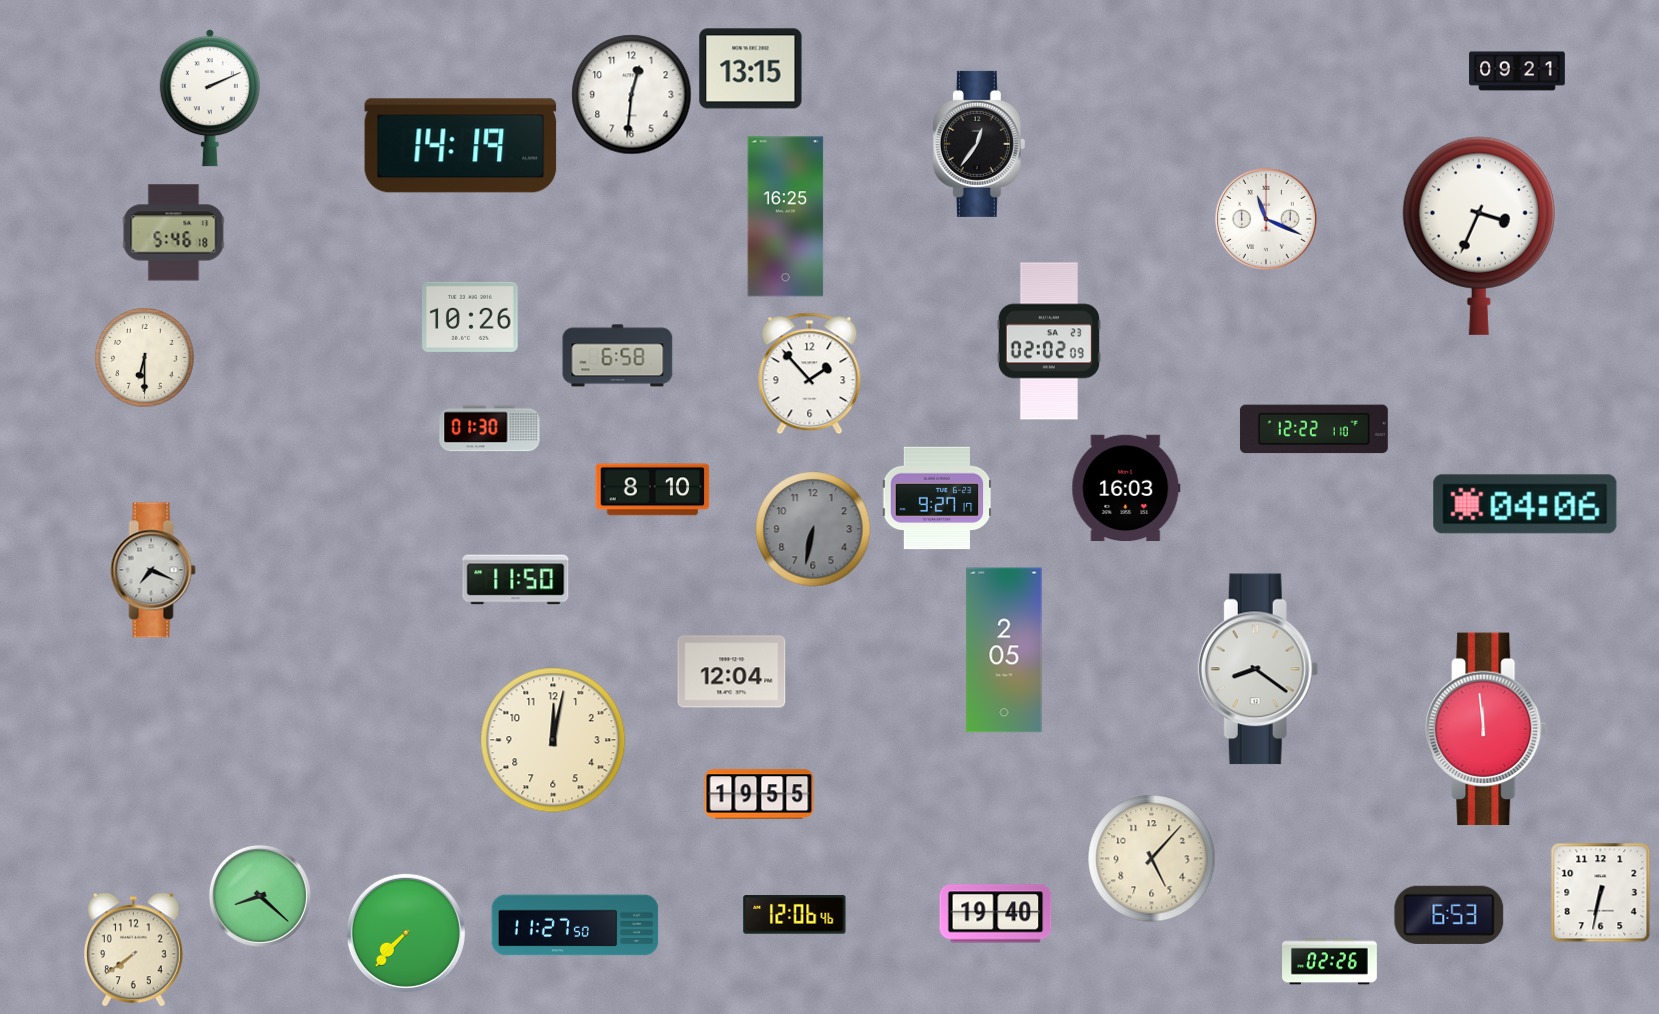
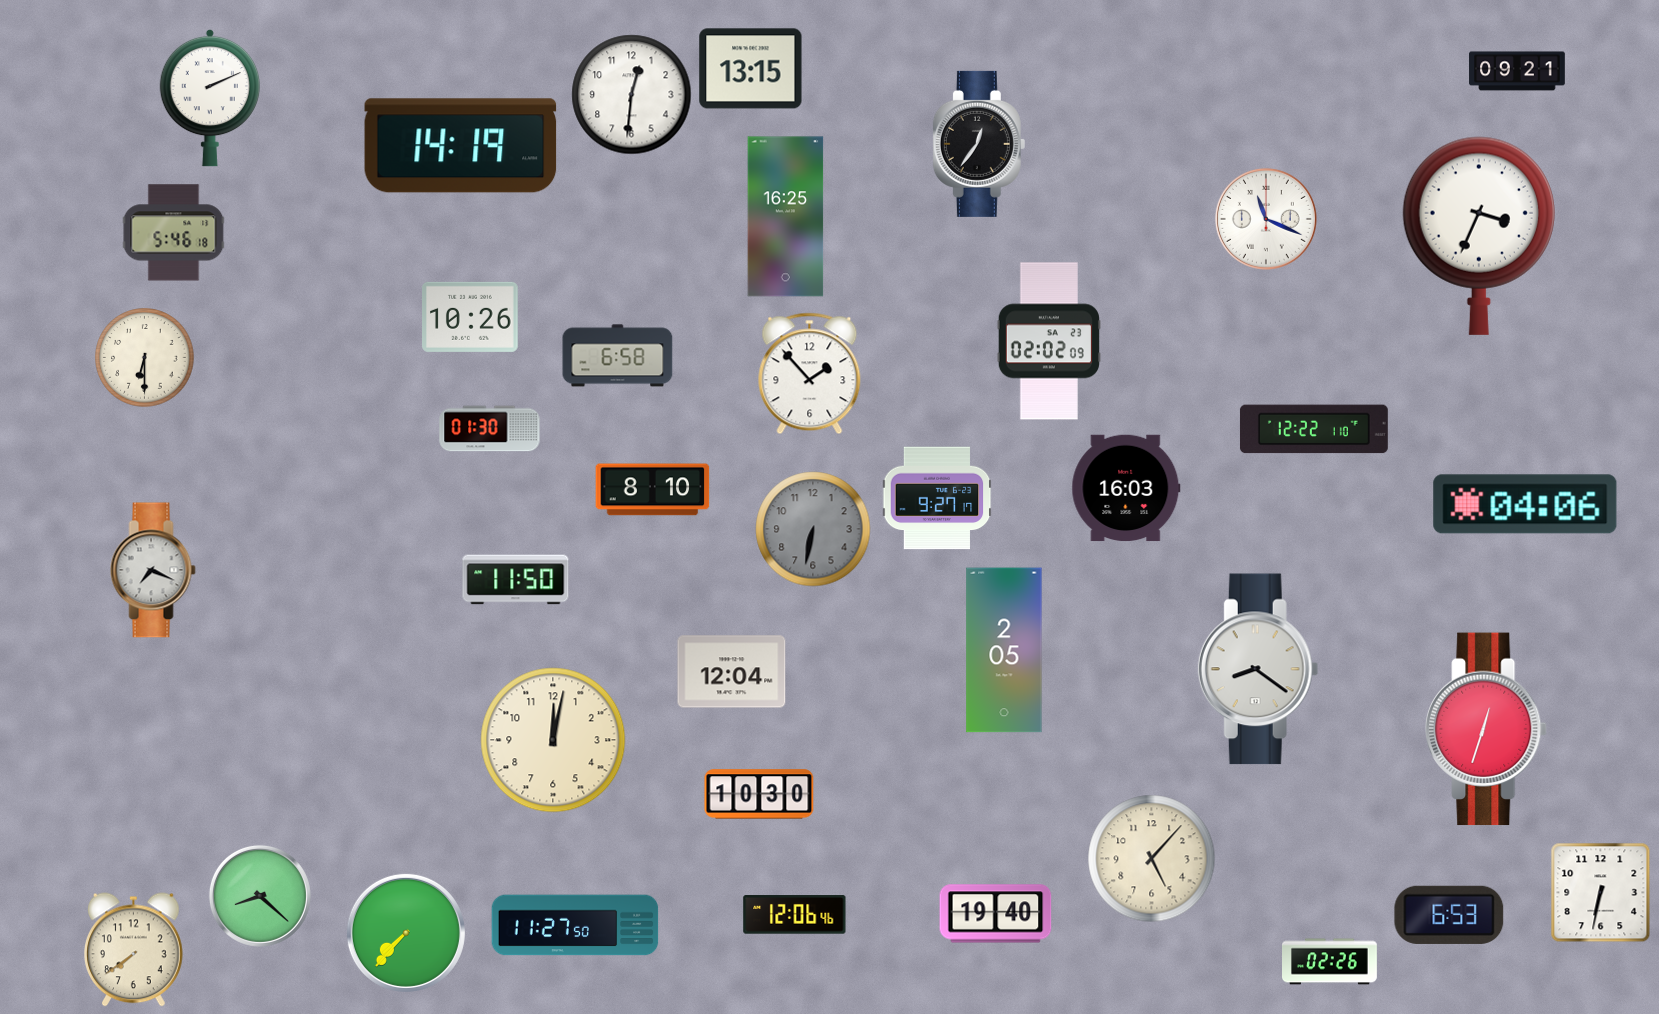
clock at (1486, 729): 11:59 -> 12:33
clock at (759, 794): 19:55 -> 10:30
